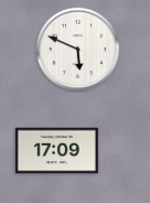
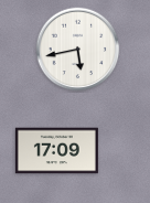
clock at (78, 50): 5:49 -> 5:43
